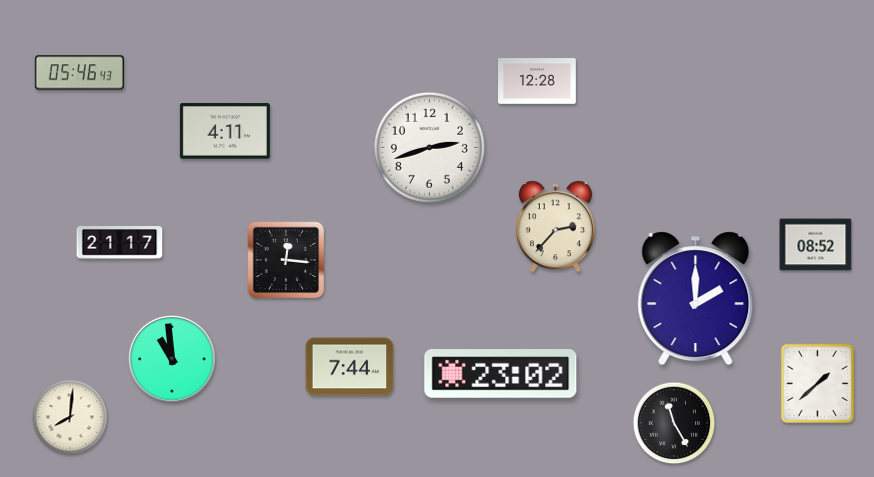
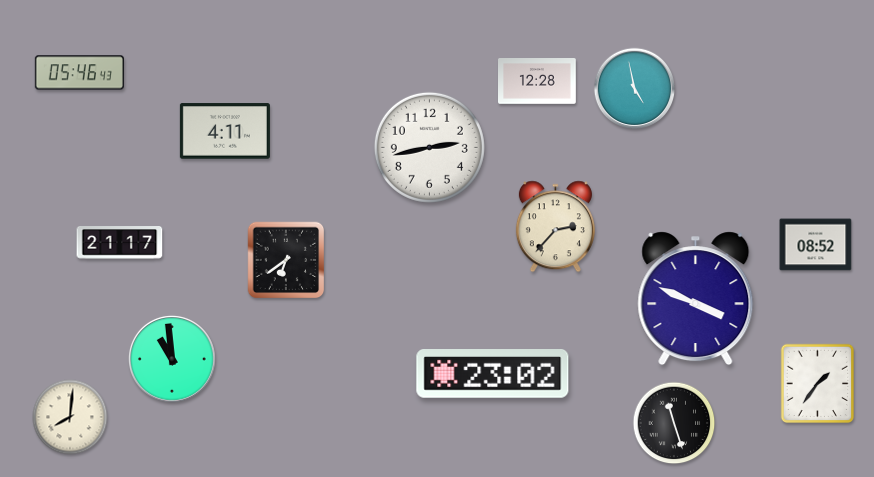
clock at (635, 89): none -> 4:58
clock at (429, 147): 2:42 -> 2:43
clock at (286, 260): 12:16 -> 6:39
clock at (696, 299): 2:00 -> 3:49
clock at (350, 367): 7:44 -> none
clock at (501, 374) position: (501, 374) -> (493, 374)
clock at (818, 384): 1:38 -> 1:36
clock at (674, 423): 11:25 -> 11:27
